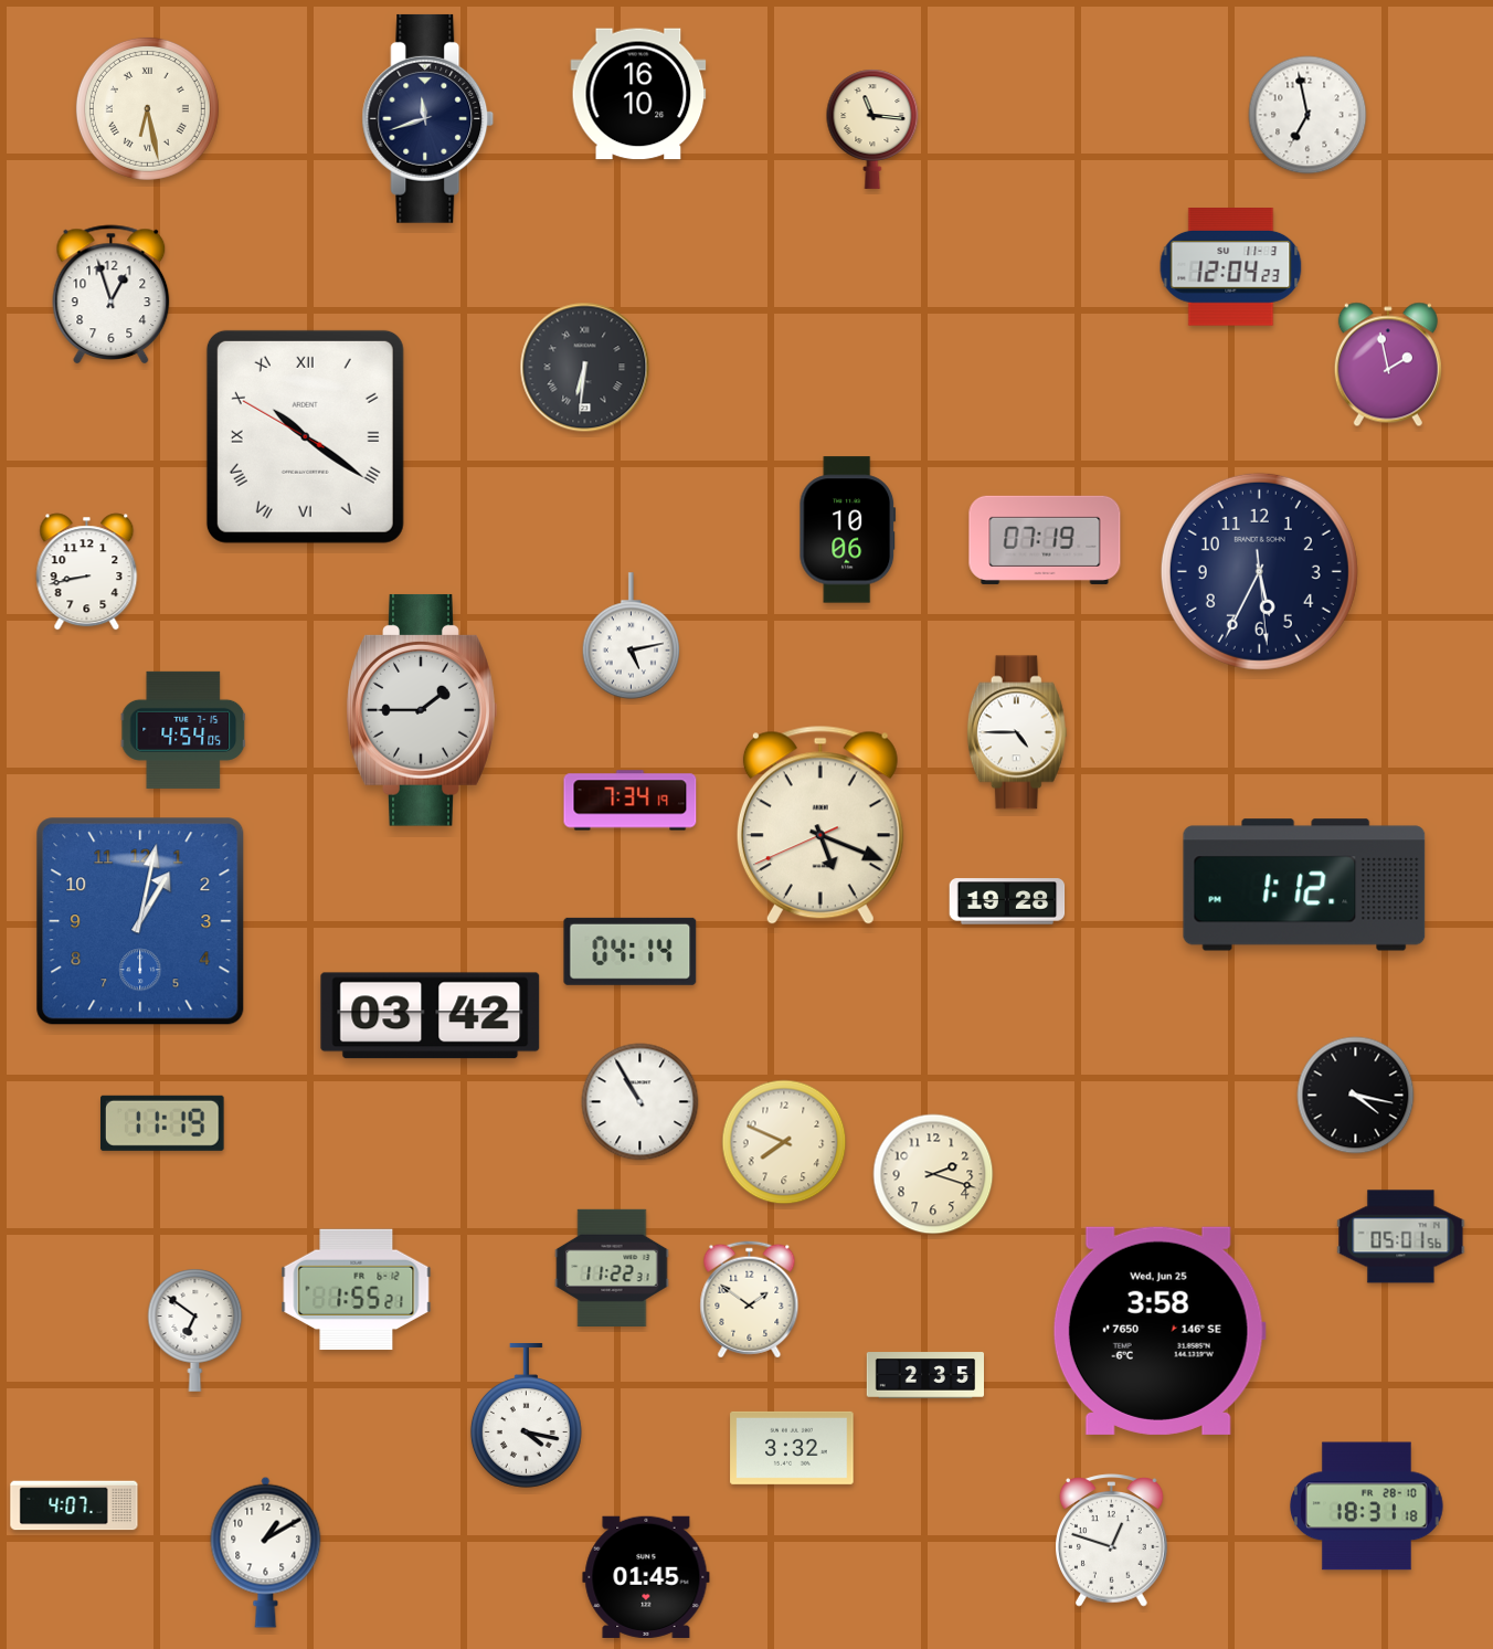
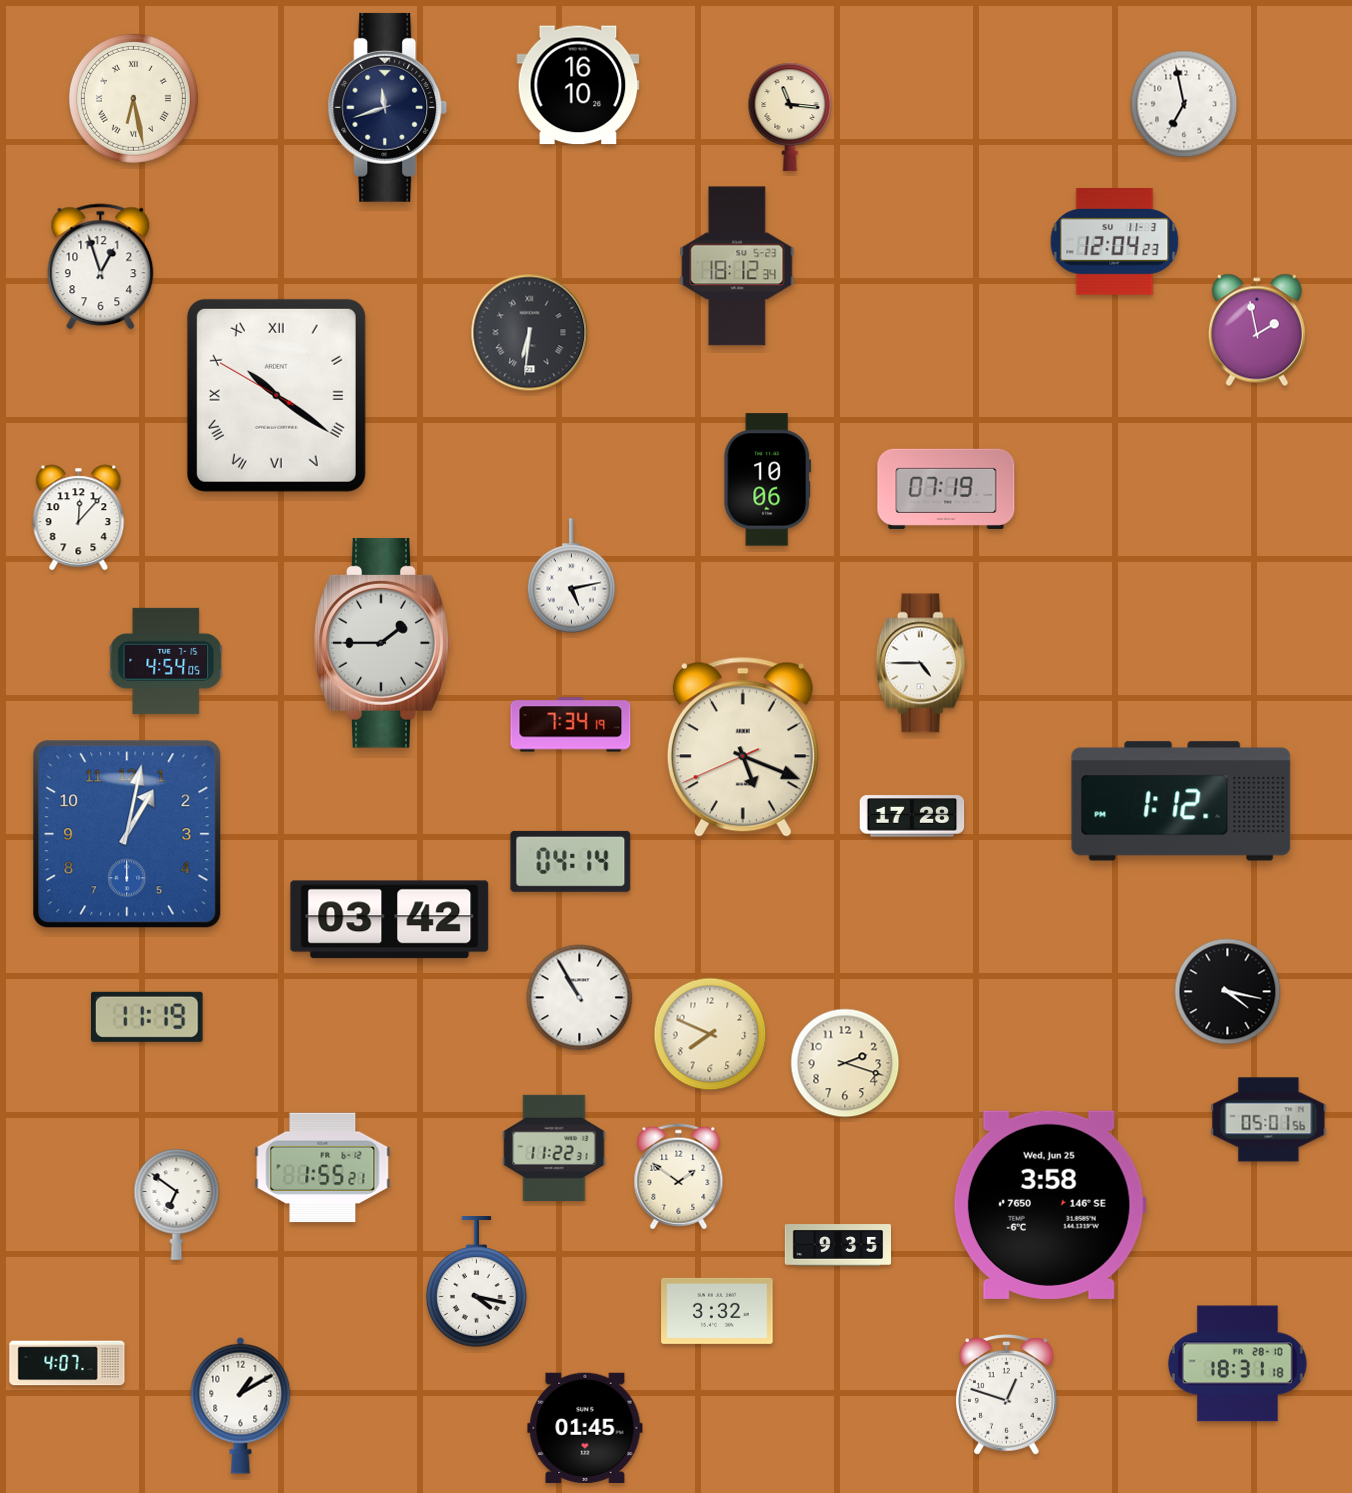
clock at (737, 266): none -> 18:12
clock at (1259, 571): 5:34 -> none
clock at (87, 572): 8:43 -> 12:07
clock at (1007, 901): 19:28 -> 17:28
clock at (924, 1375): 2:35 -> 9:35
